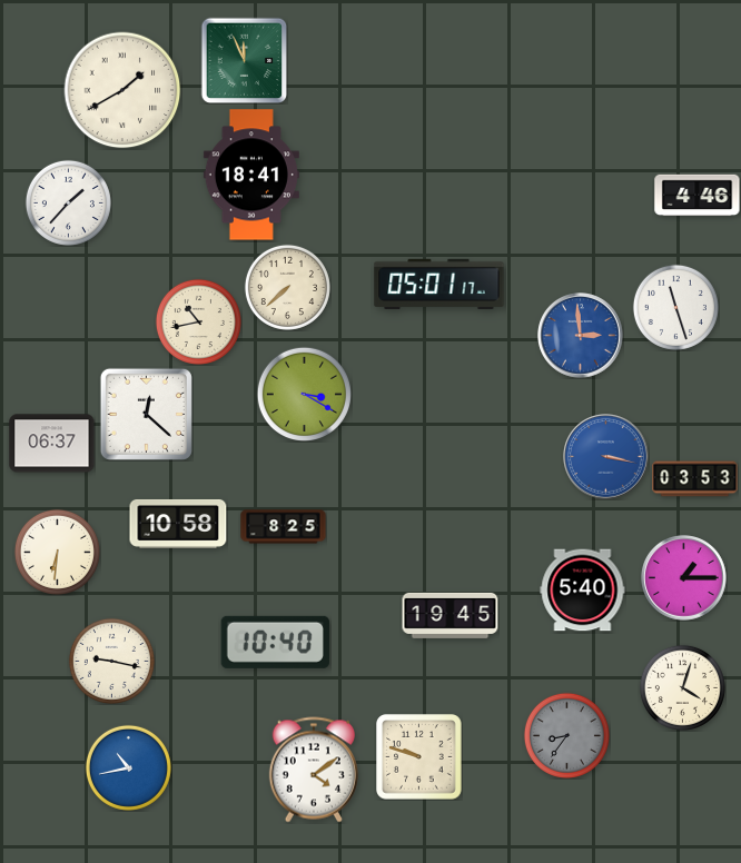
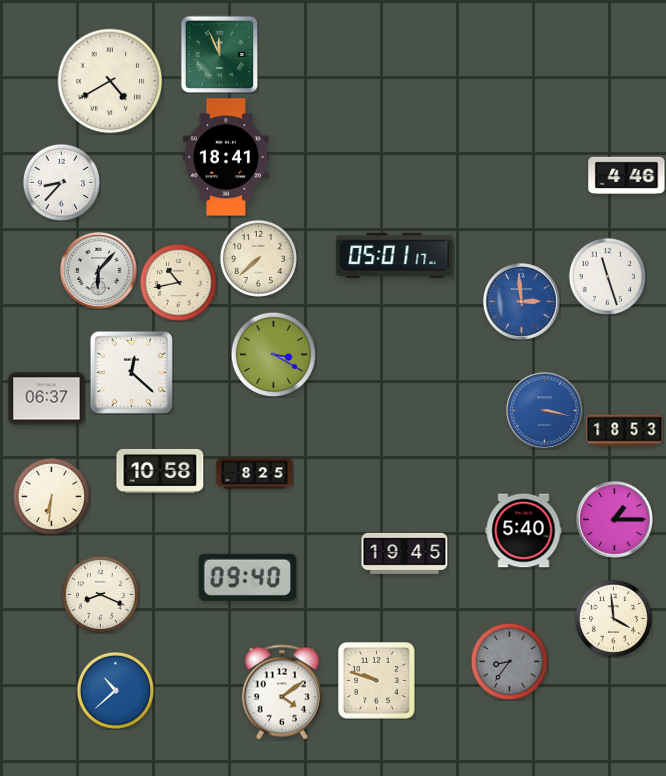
clock at (122, 90): 1:40 -> 4:40
clock at (68, 202): 1:37 -> 8:37
clock at (99, 271): none -> 6:07
clock at (198, 321) position: (198, 321) -> (178, 282)
clock at (695, 479): 03:53 -> 18:53
clock at (275, 642): 10:40 -> 09:40
clock at (111, 661): 9:17 -> 8:19
clock at (682, 687): 4:03 -> 3:59
clock at (128, 767): 10:43 -> 10:38
